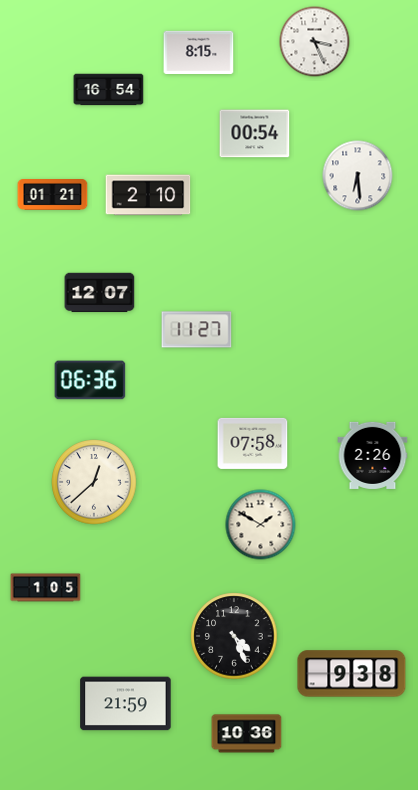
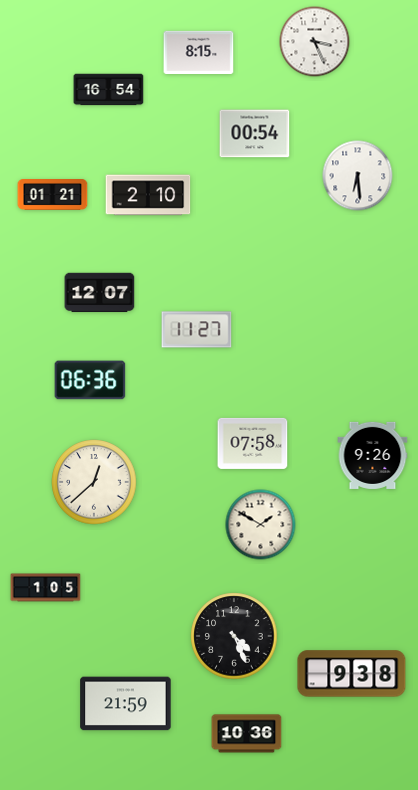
clock at (373, 455): 2:26 -> 9:26
